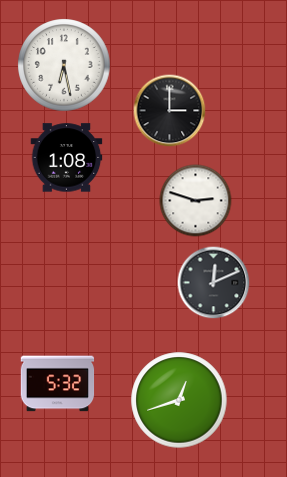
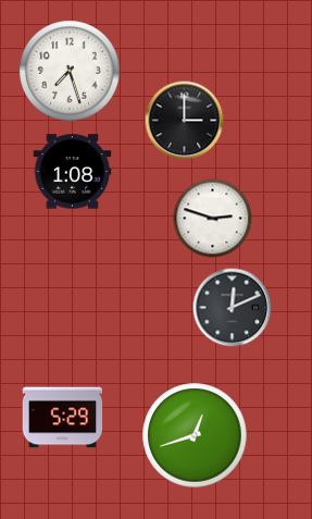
clock at (64, 65): 6:28 -> 7:27
clock at (58, 384): 5:32 -> 5:29
